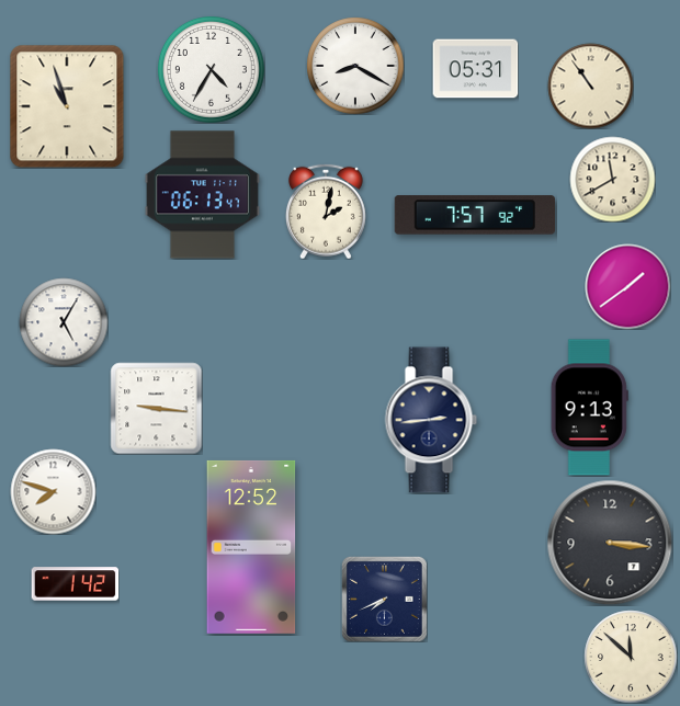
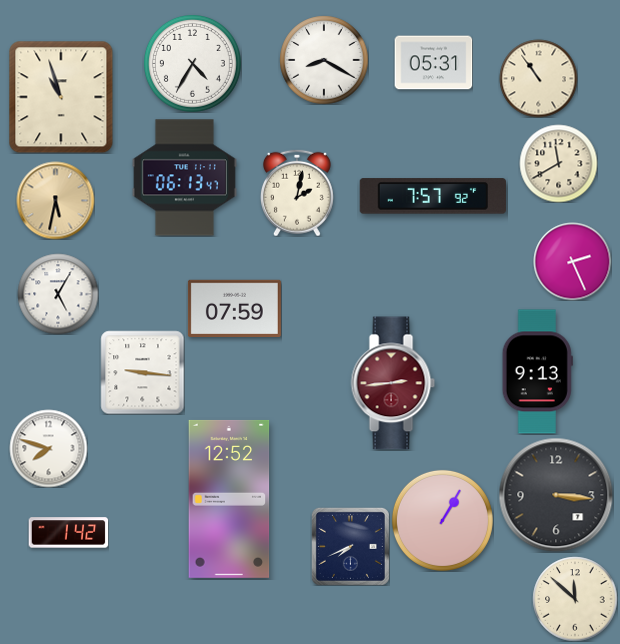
clock at (55, 200): none -> 5:32
clock at (627, 286): 1:39 -> 2:26
clock at (234, 308): none -> 07:59
clock at (431, 420) dial: navy -> burgundy
clock at (442, 520): none -> 1:05
